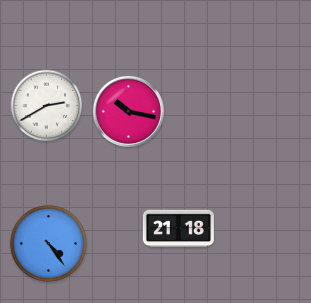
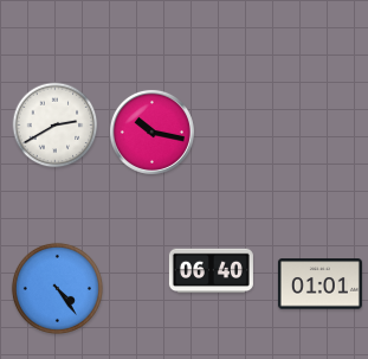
clock at (178, 229): 21:18 -> 06:40
clock at (319, 284): none -> 01:01
